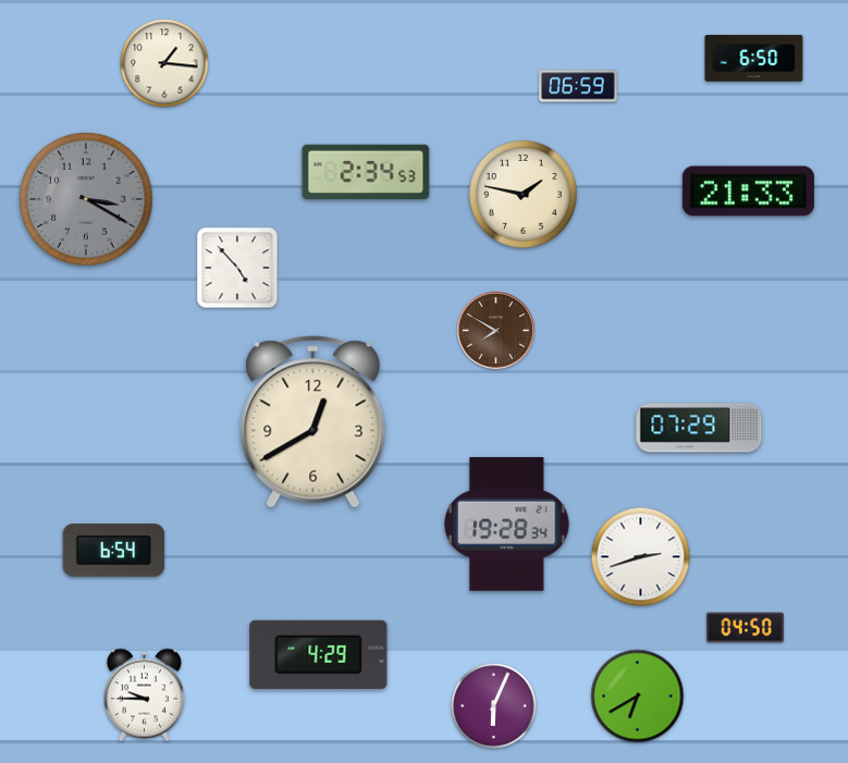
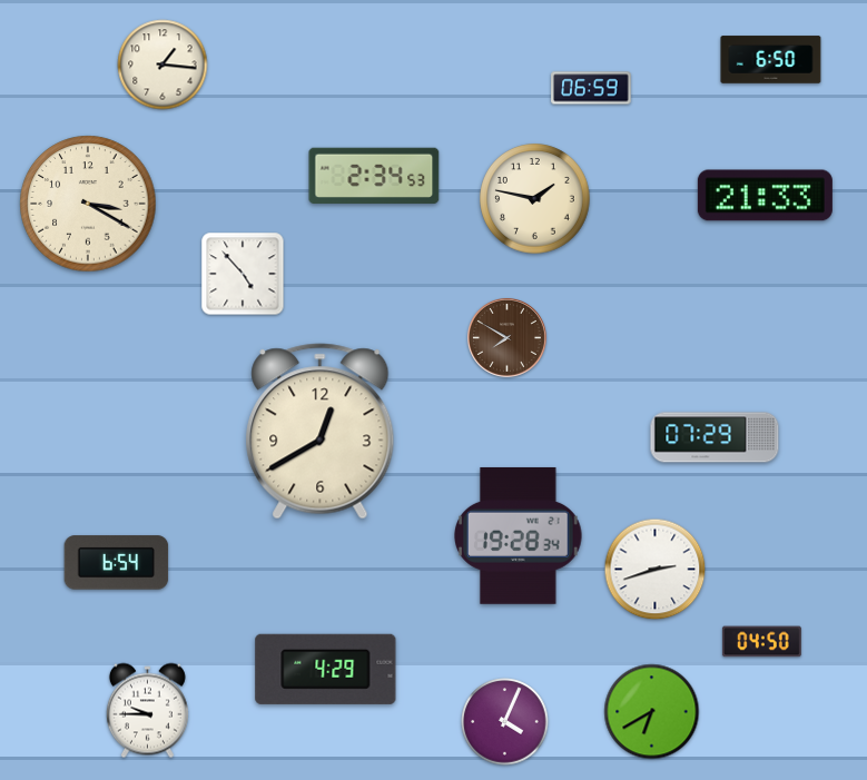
clock at (164, 63) position: (164, 63) -> (162, 65)
clock at (86, 199) dial: grey -> cream
clock at (494, 706): 6:04 -> 4:04
